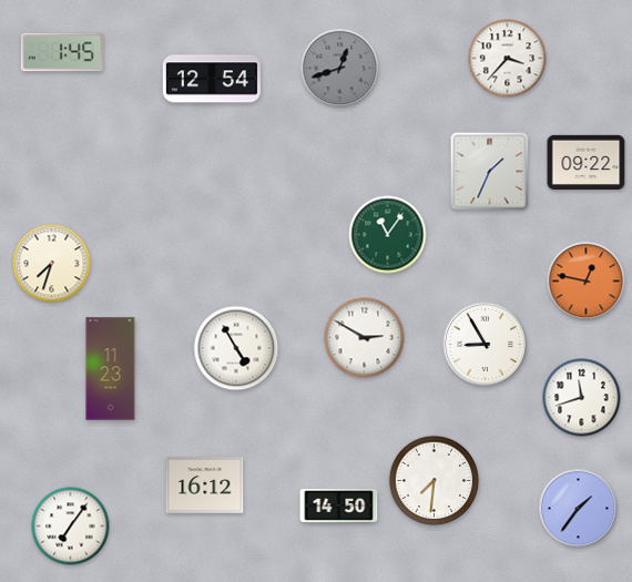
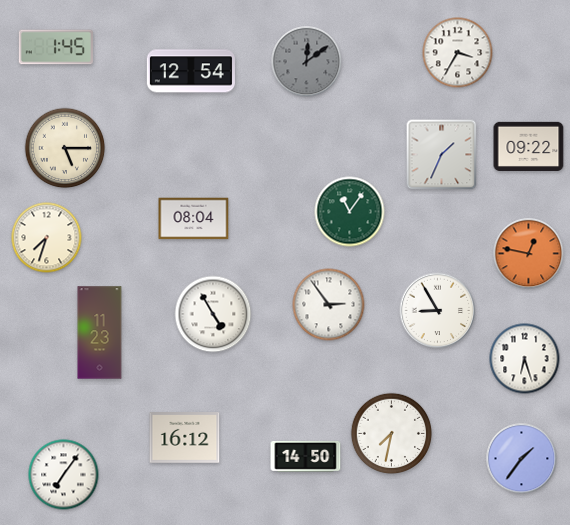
clock at (508, 59): 3:37 -> 3:35
clock at (340, 69): 12:42 -> 12:09
clock at (65, 148): none -> 5:15
clock at (194, 219): none -> 08:04
clock at (365, 338): 2:50 -> 2:54
clock at (582, 398): 11:42 -> 6:27
clock at (435, 481): 7:31 -> 7:32
